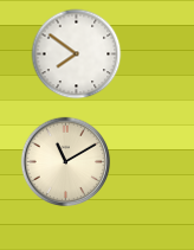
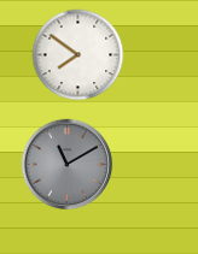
clock at (66, 162) dial: cream -> grey
